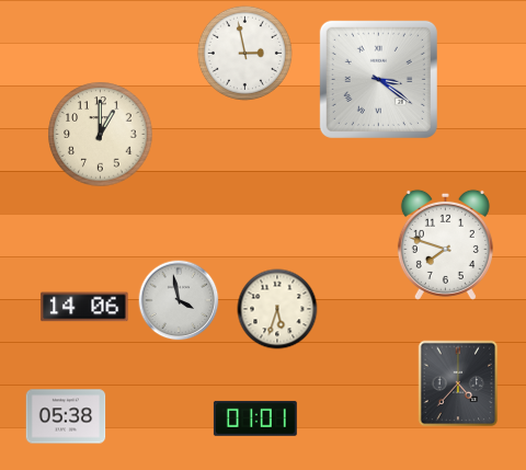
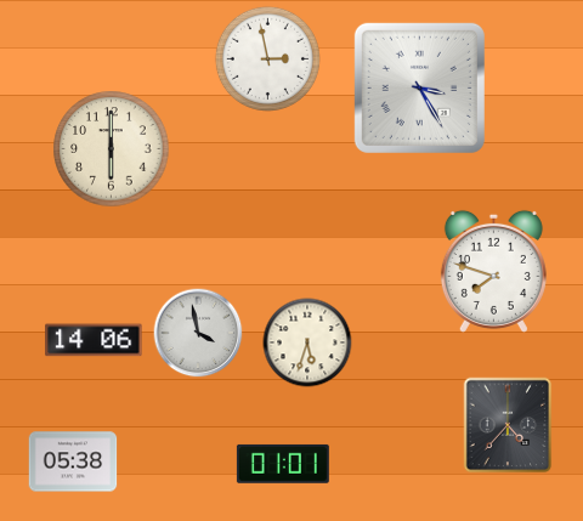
clock at (244, 53) position: (244, 53) -> (267, 58)
clock at (378, 79): 3:21 -> 3:25
clock at (101, 135): 1:00 -> 6:00
